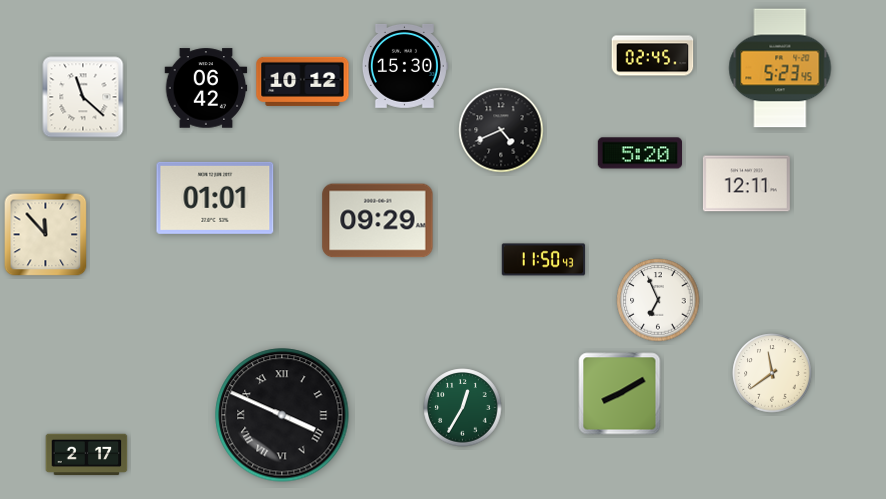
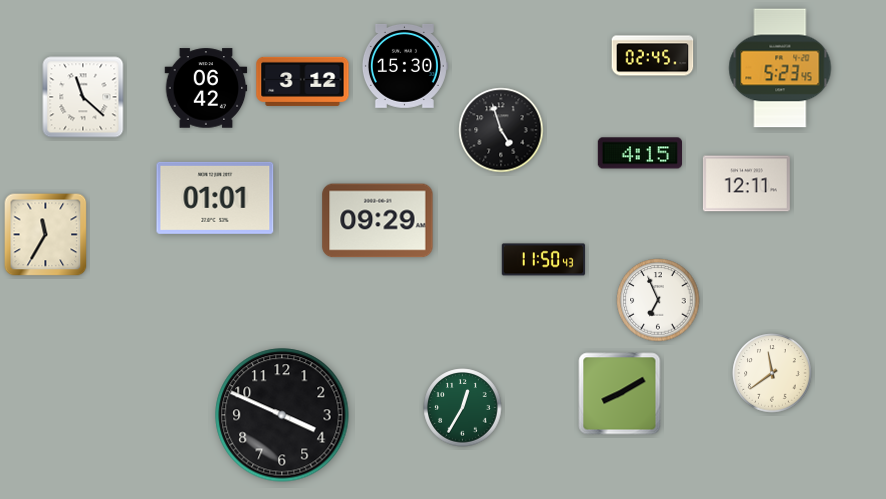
clock at (303, 81): 10:12 -> 3:12
clock at (501, 130): 4:41 -> 4:57
clock at (639, 153): 5:20 -> 4:15
clock at (46, 235): 11:53 -> 11:35
clock at (282, 415) numerals: Roman -> Arabic
clock at (87, 455): 2:17 -> none
